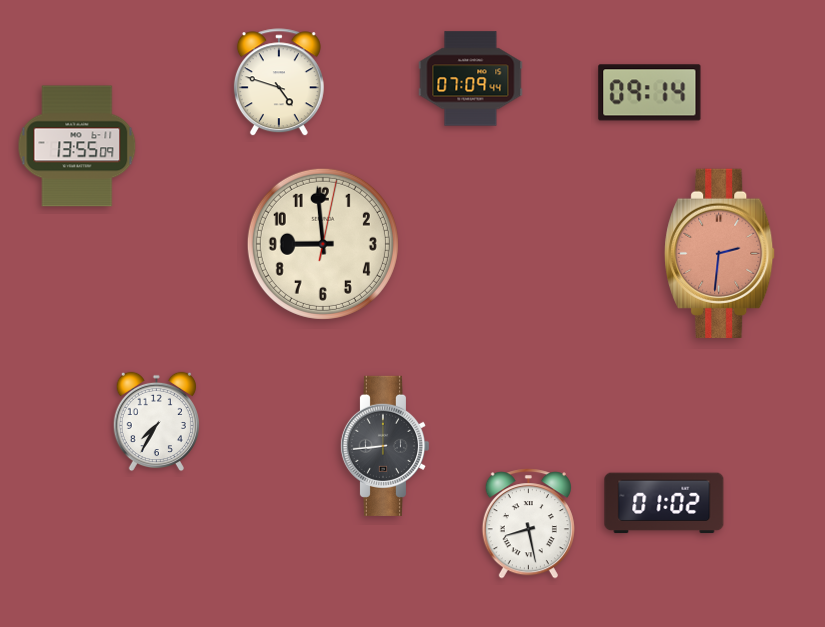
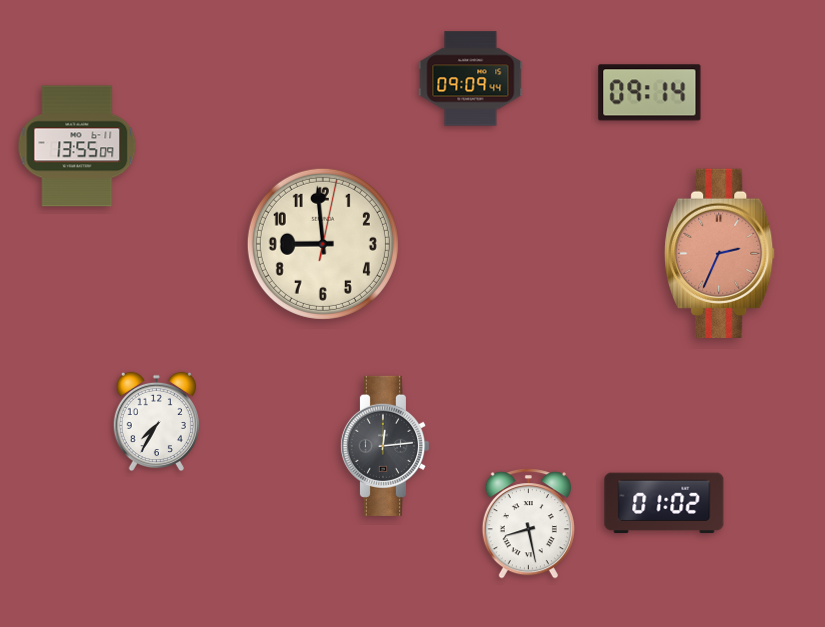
clock at (471, 79): 07:09 -> 09:09
clock at (279, 83): 4:48 -> none
clock at (720, 253): 2:31 -> 2:34
clock at (384, 446): 8:44 -> 12:14
